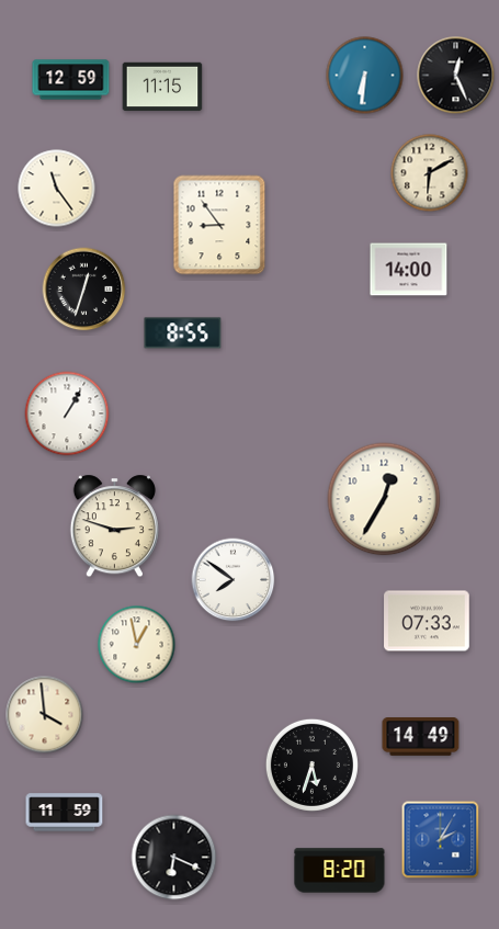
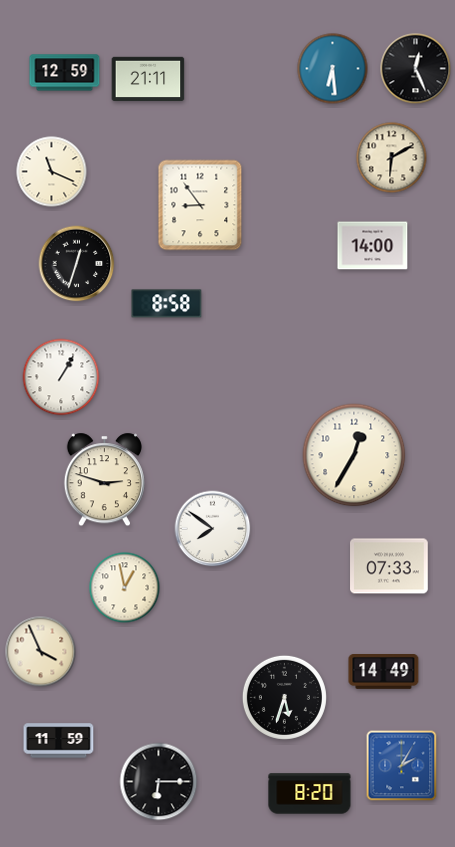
clock at (365, 76): 6:31 -> 6:29
clock at (162, 87): 11:15 -> 21:11
clock at (57, 189): 11:24 -> 11:19
clock at (183, 333): 8:55 -> 8:58
clock at (384, 499) position: (384, 499) -> (354, 455)
clock at (45, 715): 3:59 -> 3:56
clock at (174, 858): 6:19 -> 6:15
